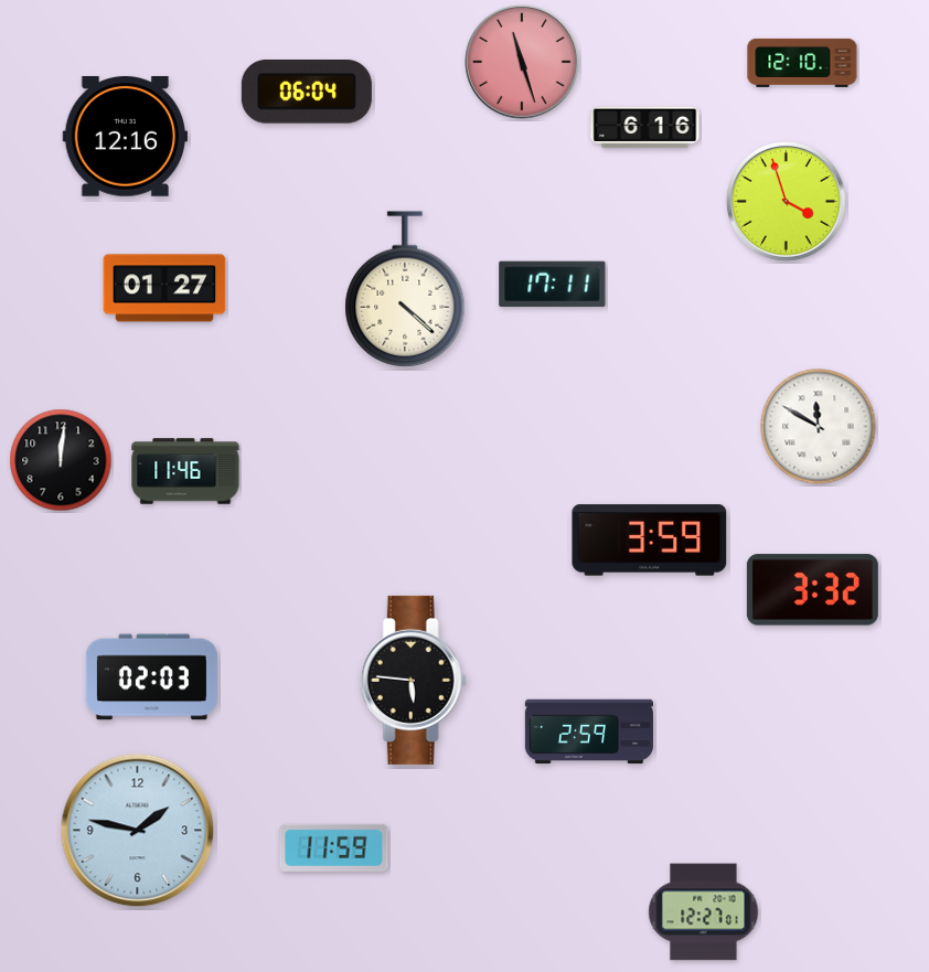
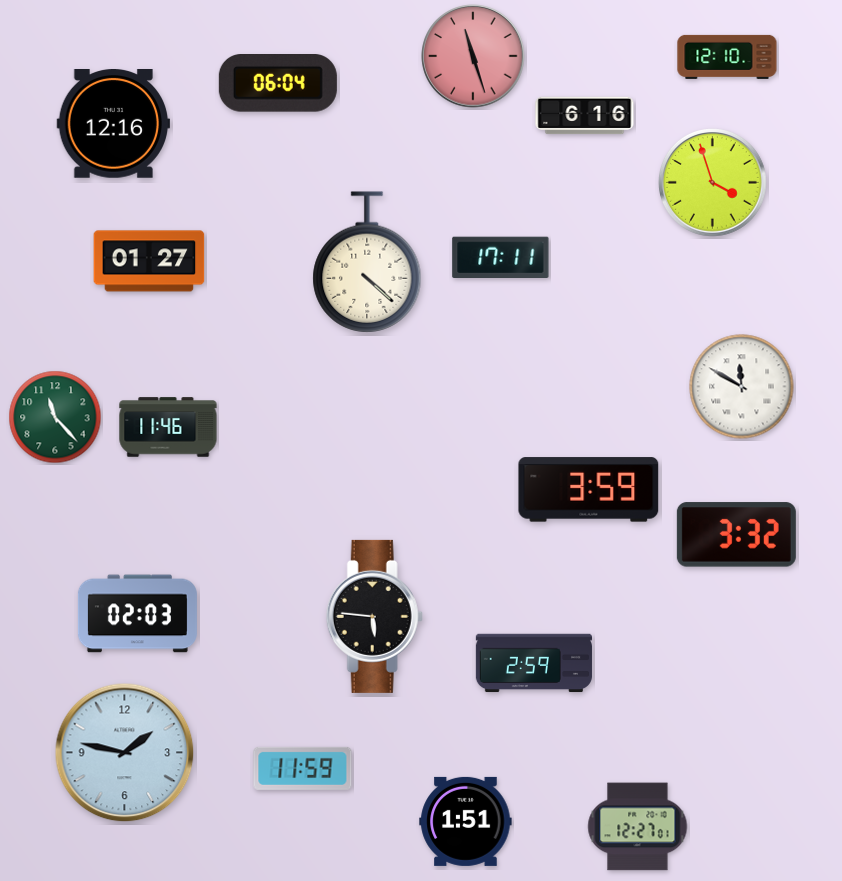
clock at (61, 460): 12:01 -> 11:23
clock at (61, 460) dial: black -> green
clock at (466, 821): none -> 1:51
